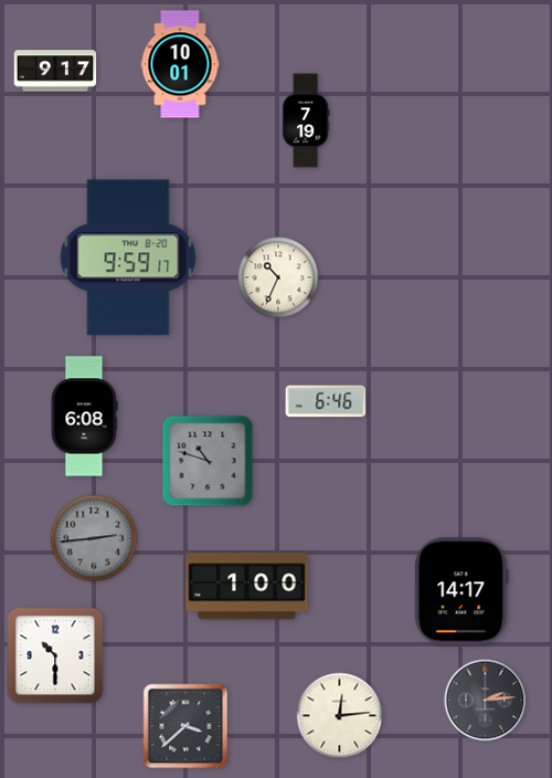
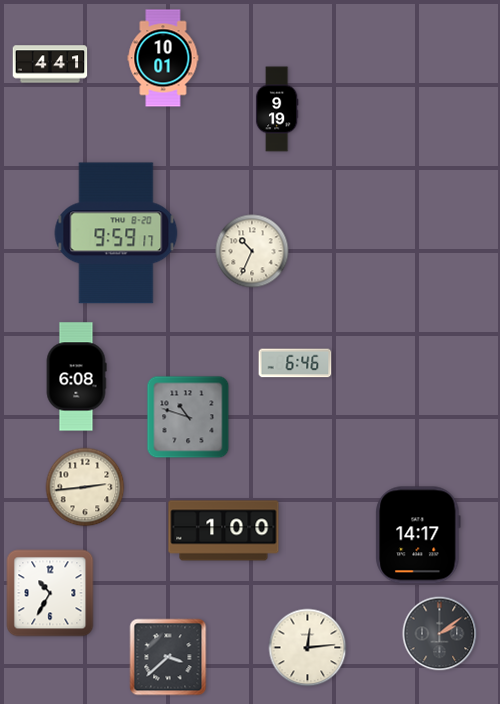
clock at (55, 71): 9:17 -> 4:41
clock at (306, 120): 7:19 -> 9:19
clock at (94, 538) dial: grey -> cream
clock at (55, 655): 10:30 -> 10:35
clock at (486, 701): 2:14 -> 2:09
